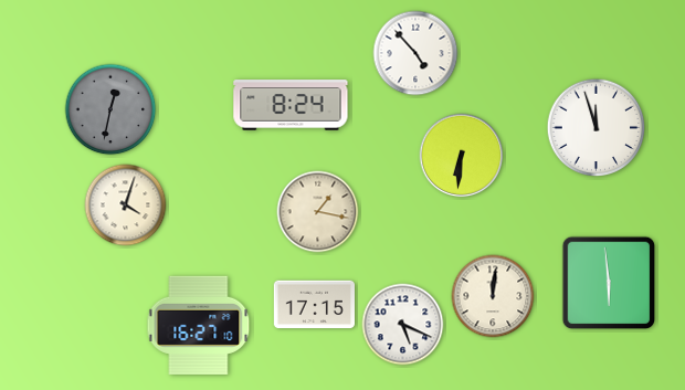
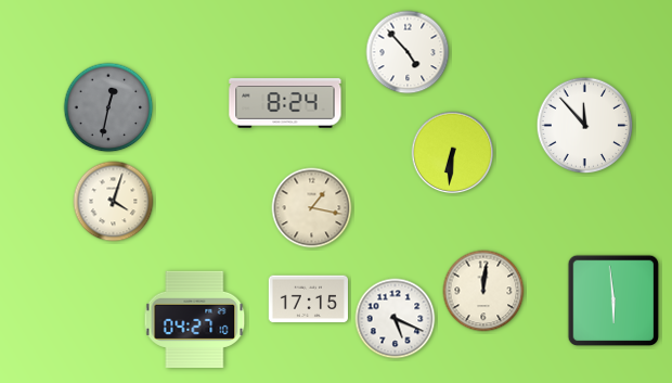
clock at (597, 128): 11:57 -> 11:53
clock at (126, 205) position: (126, 205) -> (114, 202)
clock at (609, 283) position: (609, 283) -> (613, 301)
clock at (199, 325): 16:27 -> 04:27
